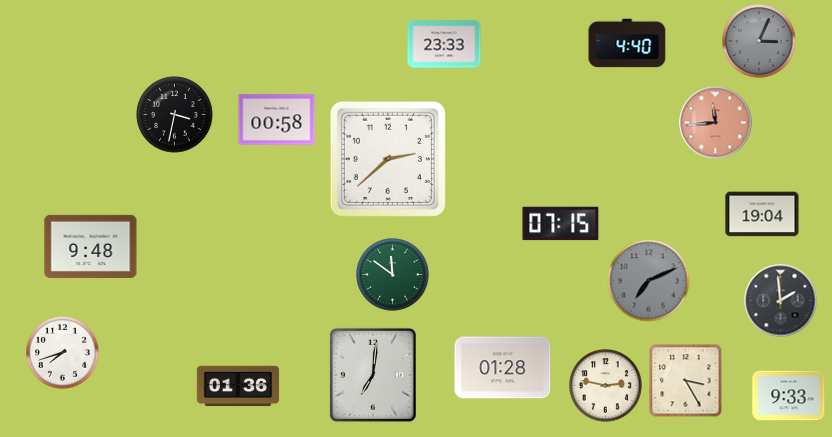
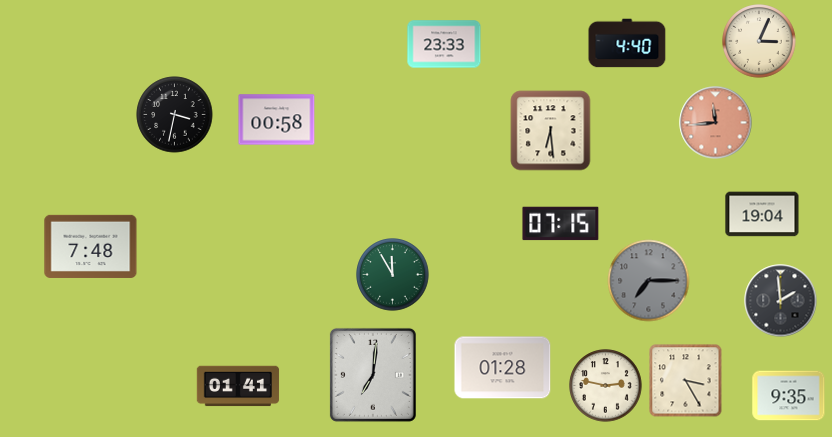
clock at (759, 41) dial: grey -> cream
clock at (551, 131): none -> 6:29
clock at (388, 159): 2:38 -> none
clock at (91, 246): 9:48 -> 7:48
clock at (393, 275): 11:51 -> 11:55
clock at (649, 281): 7:11 -> 7:15
clock at (63, 353): 7:42 -> none
clock at (238, 386): 01:36 -> 01:41
clock at (789, 396): 9:33 -> 9:35
